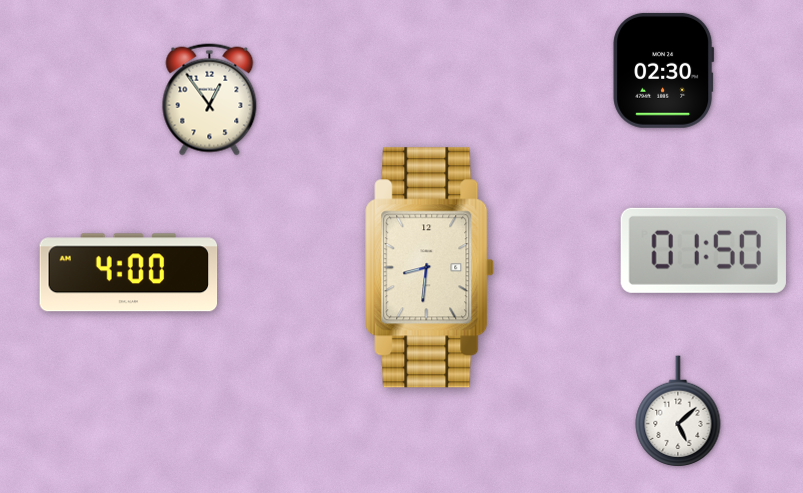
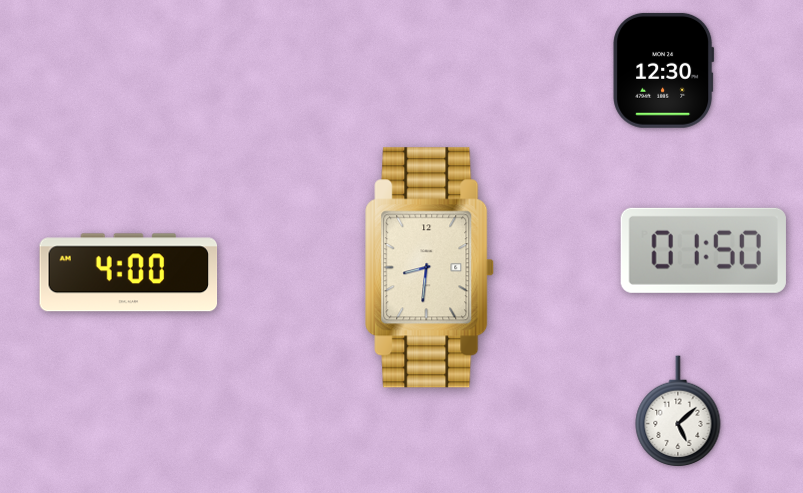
clock at (664, 70): 02:30 -> 12:30
clock at (210, 100): 12:54 -> none
